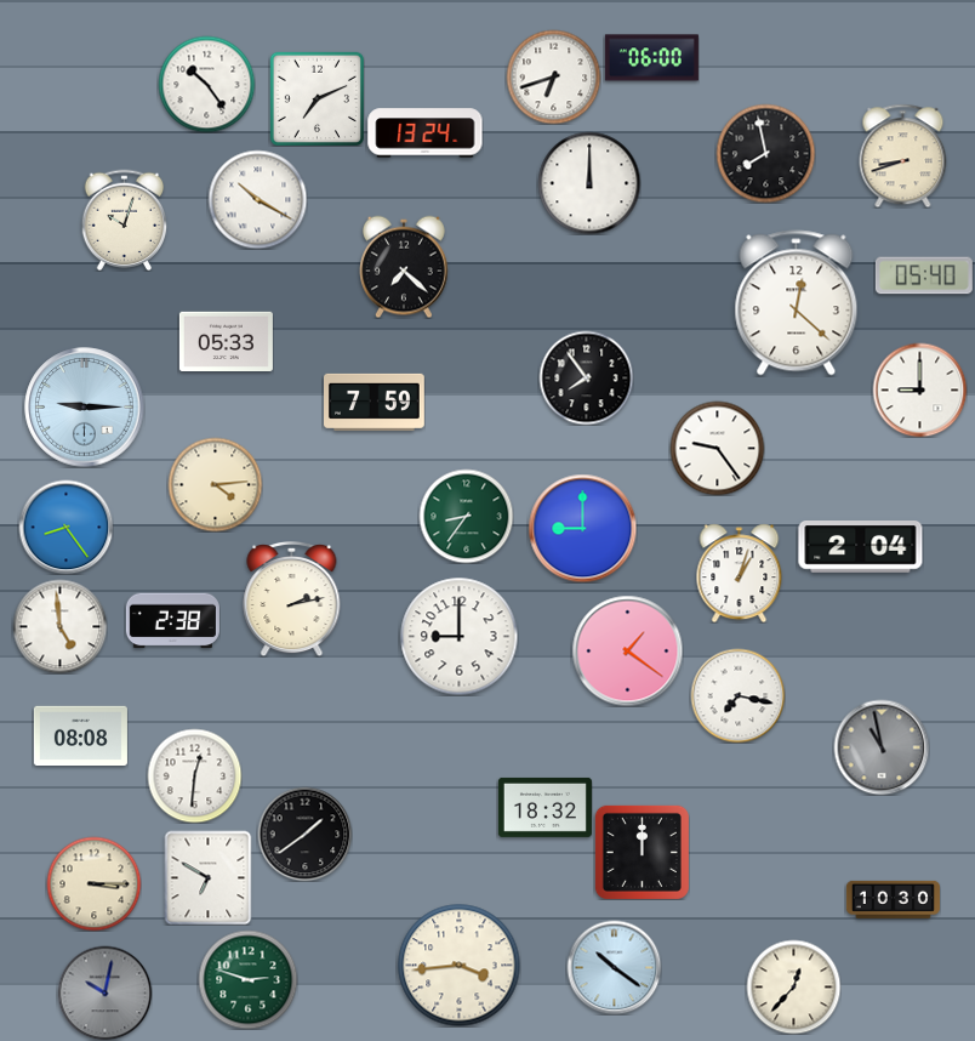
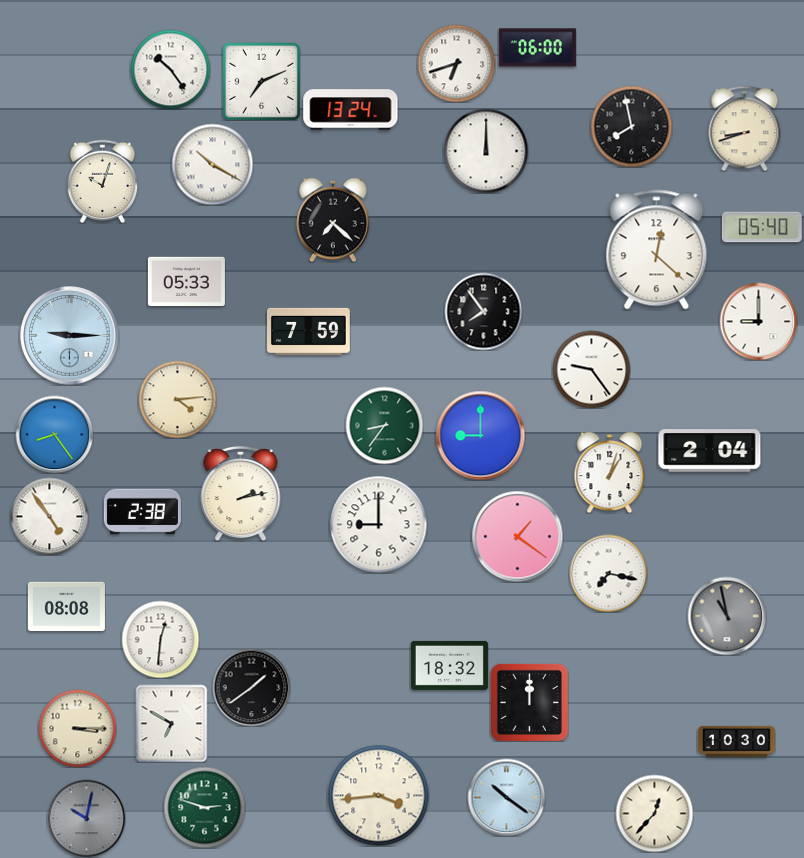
clock at (59, 626): 4:59 -> 4:54
